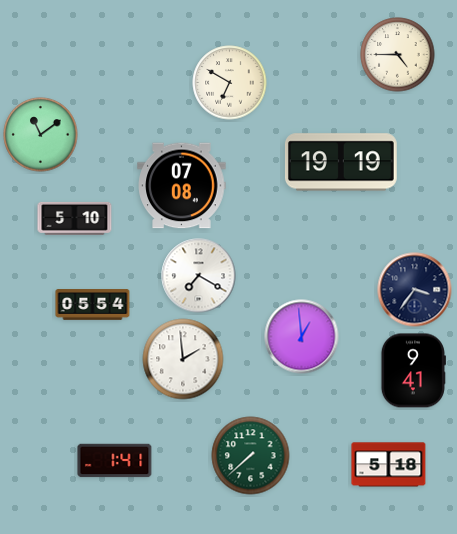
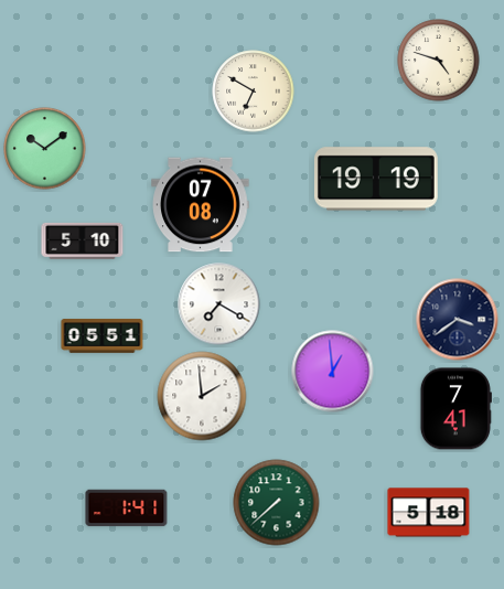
clock at (398, 55): 4:45 -> 4:48
clock at (41, 135): 11:09 -> 10:09
clock at (415, 290): 3:36 -> 3:39
clock at (93, 305): 05:54 -> 05:51
clock at (413, 371): 9:41 -> 7:41
